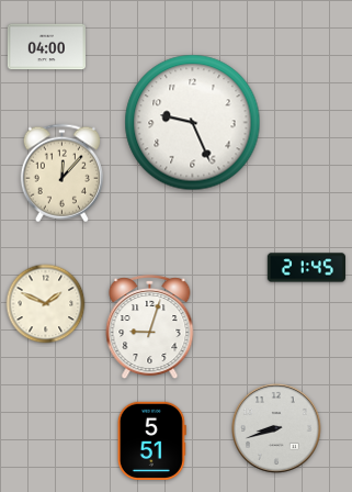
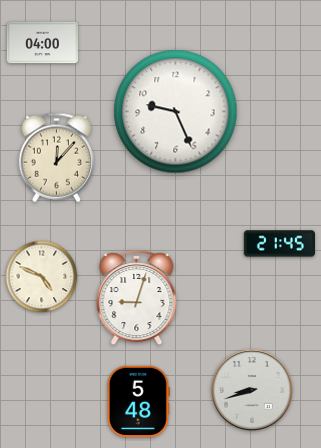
clock at (46, 304): 1:49 -> 4:49
clock at (151, 440): 5:51 -> 5:48
